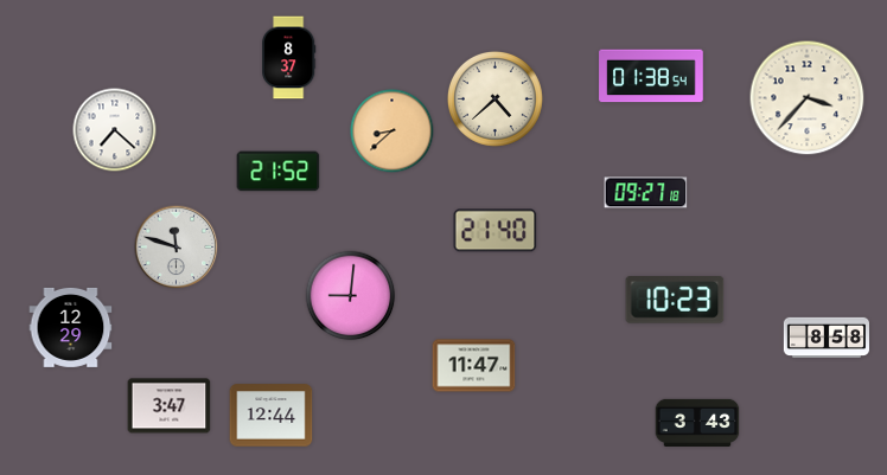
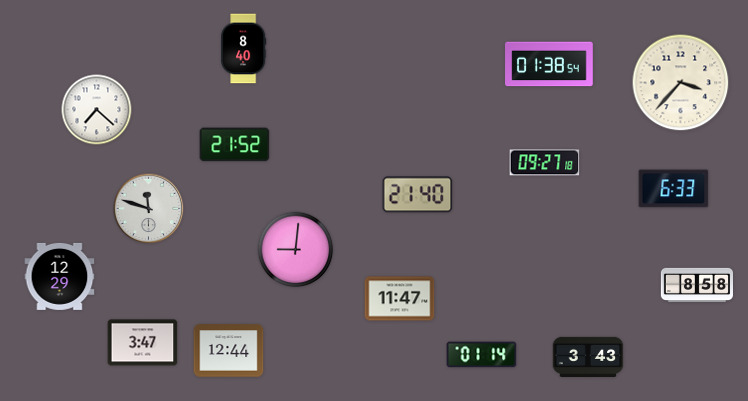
clock at (289, 58): 8:37 -> 8:40
clock at (494, 98): 4:38 -> none
clock at (393, 131): 8:38 -> none
clock at (674, 189): none -> 6:33
clock at (675, 301): 10:23 -> none
clock at (474, 366) position: (474, 366) -> (400, 299)
clock at (482, 355): none -> 01:14
